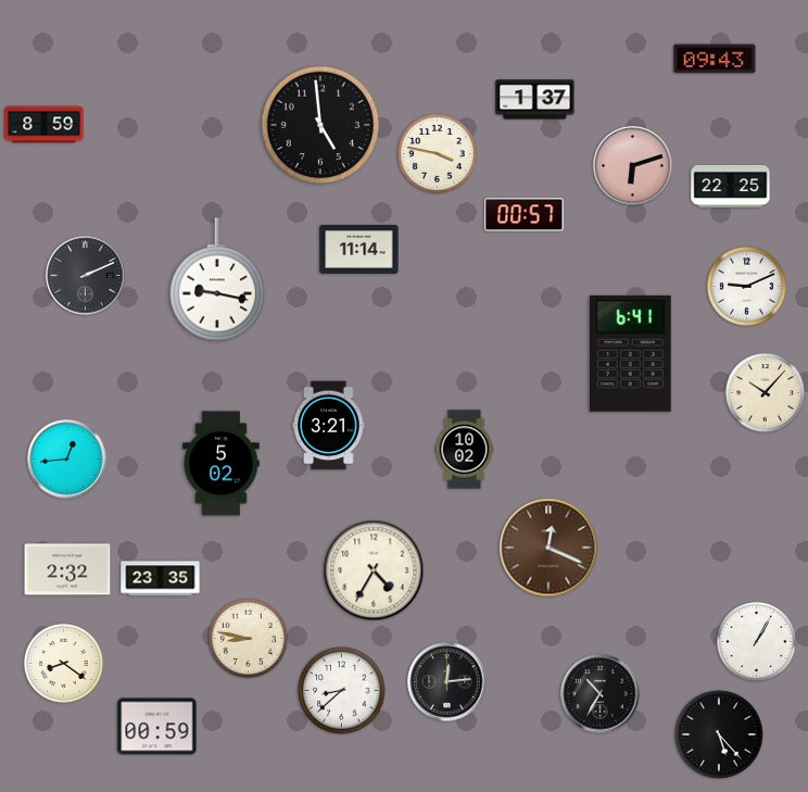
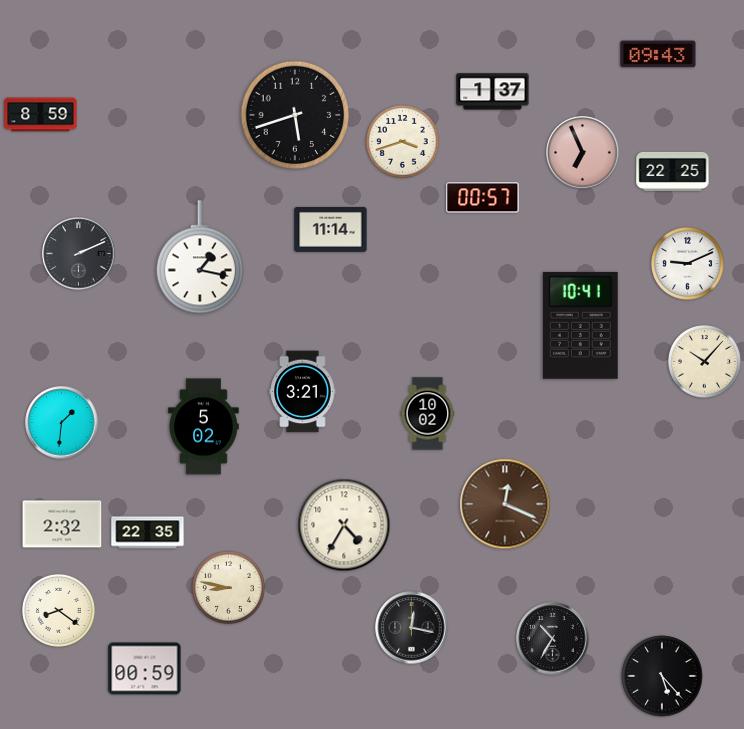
clock at (320, 125): 4:59 -> 5:42
clock at (437, 153): 3:47 -> 3:42
clock at (633, 166): 6:12 -> 6:56
clock at (217, 279): 9:17 -> 1:17
clock at (630, 353): 6:41 -> 10:41
clock at (67, 460): 12:44 -> 1:31
clock at (161, 579): 23:35 -> 22:35
clock at (756, 641): 1:05 -> none
clock at (447, 682): 12:14 -> 12:17
clock at (342, 691): 8:38 -> none
